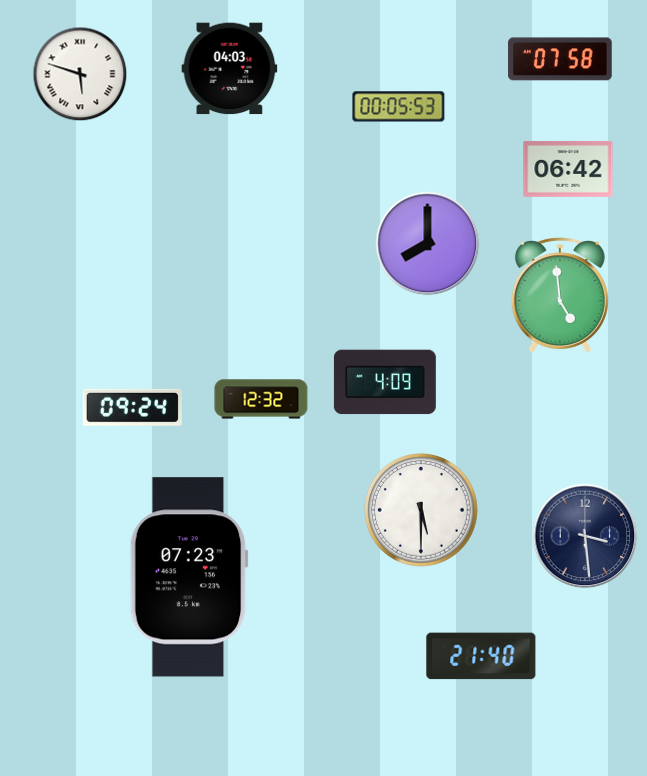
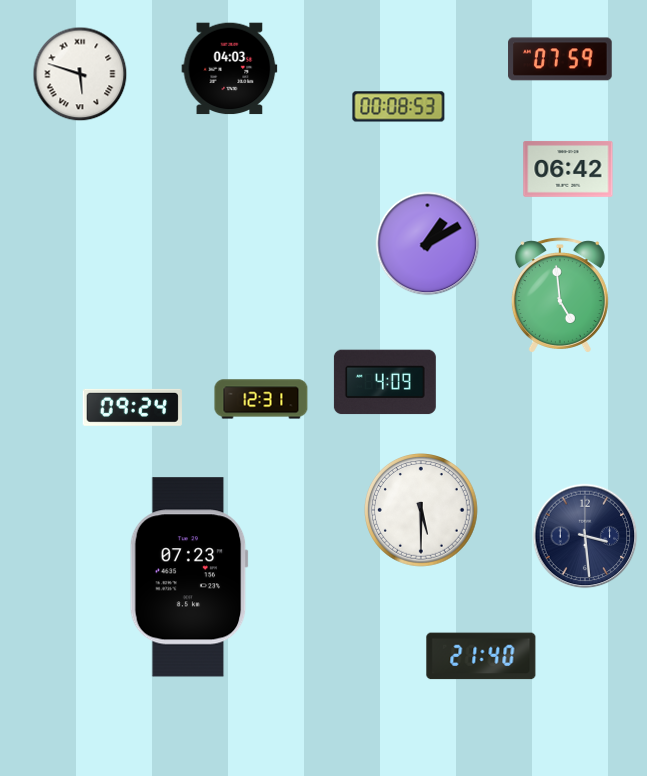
clock at (560, 59): 07:58 -> 07:59
clock at (399, 107): 00:05 -> 00:08
clock at (428, 244): 8:00 -> 1:10
clock at (261, 399): 12:32 -> 12:31
